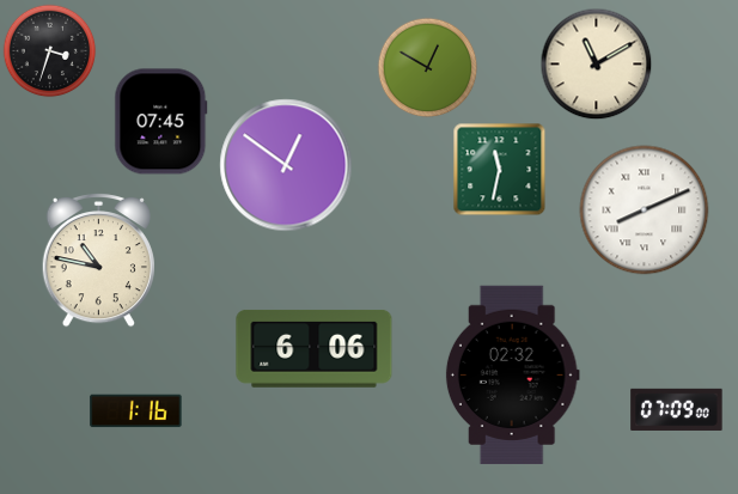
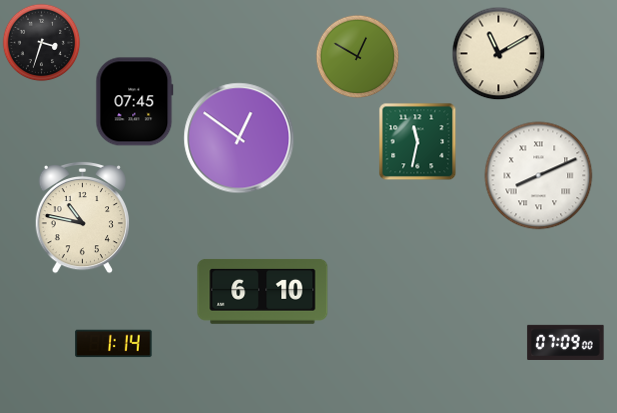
clock at (315, 348): 6:06 -> 6:10
clock at (512, 374): 02:32 -> none
clock at (136, 411): 1:16 -> 1:14
